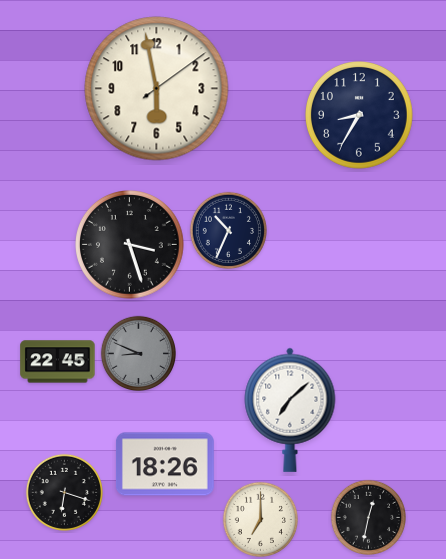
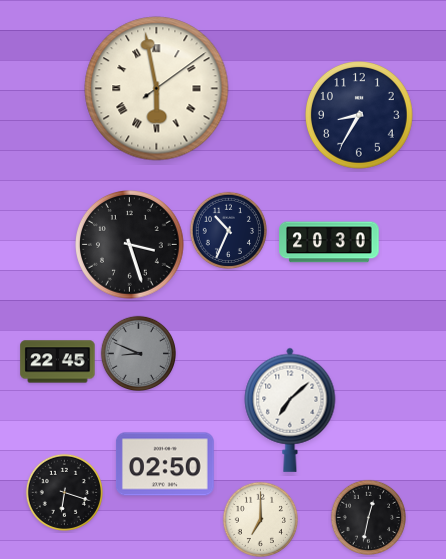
clock at (157, 89) numerals: Arabic -> Roman
clock at (329, 242): none -> 20:30
clock at (165, 464): 18:26 -> 02:50
